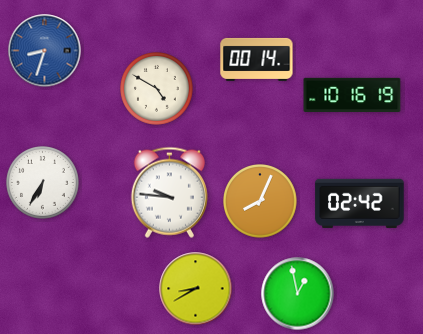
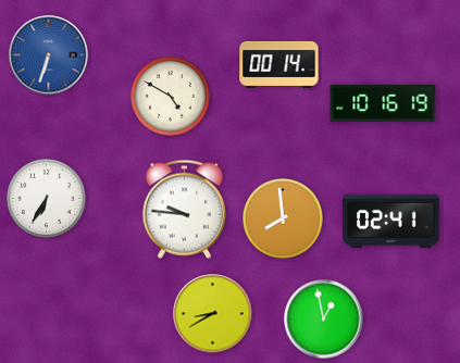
clock at (45, 51): 8:33 -> 6:33
clock at (261, 202): 8:04 -> 7:59
clock at (360, 203): 02:42 -> 02:41
